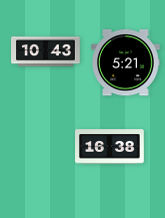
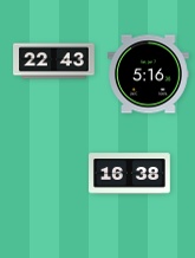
clock at (46, 52): 10:43 -> 22:43
clock at (126, 63): 5:21 -> 5:16
